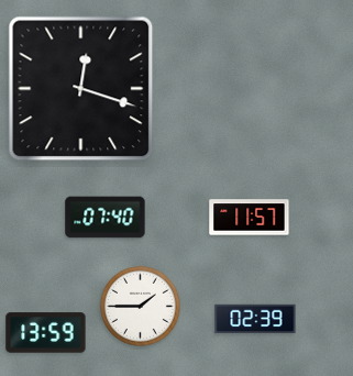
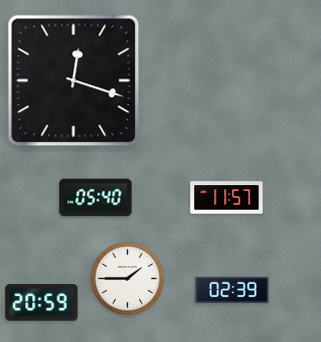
clock at (106, 218): 07:40 -> 05:40
clock at (46, 333): 13:59 -> 20:59
